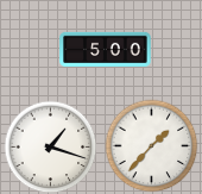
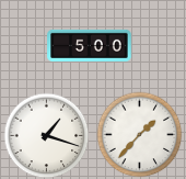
clock at (106, 49) position: (106, 49) -> (90, 45)
